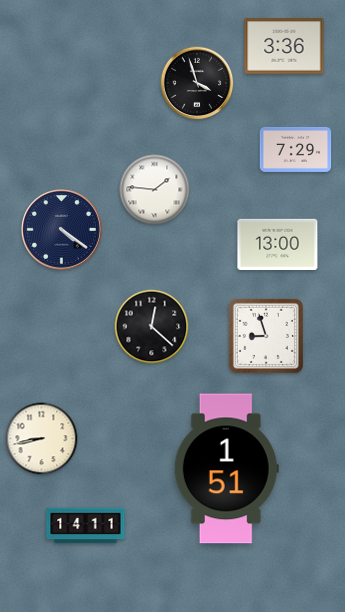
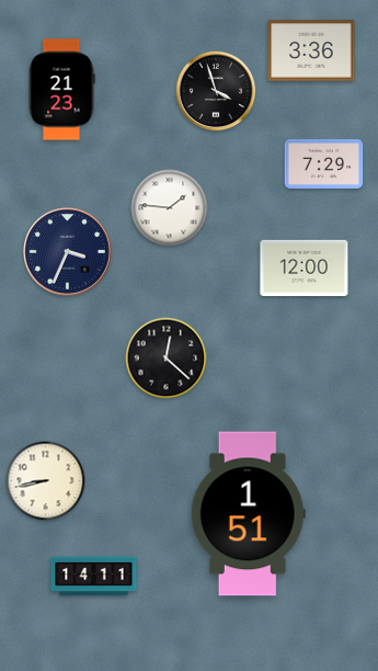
clock at (61, 90): none -> 21:23
clock at (62, 230): 4:21 -> 3:34
clock at (278, 244): 13:00 -> 12:00
clock at (266, 336): 8:57 -> none
